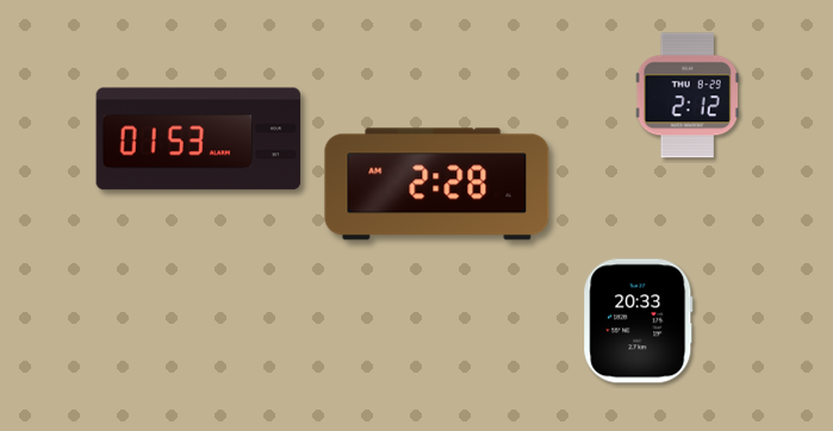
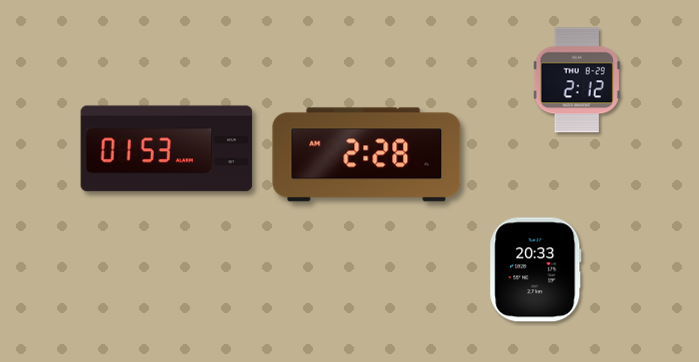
clock at (199, 139) position: (199, 139) -> (167, 149)
